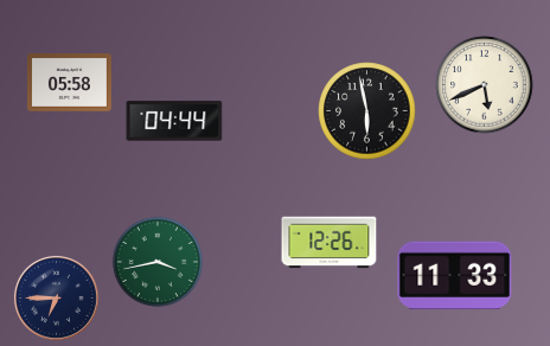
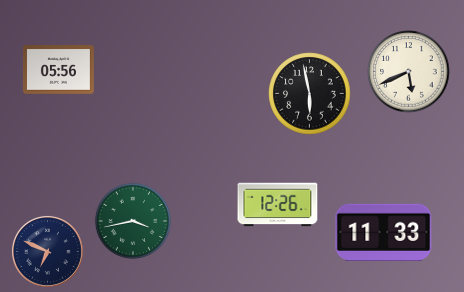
clock at (69, 83): 05:58 -> 05:56
clock at (174, 121): 04:44 -> none
clock at (56, 297): 6:45 -> 6:49
